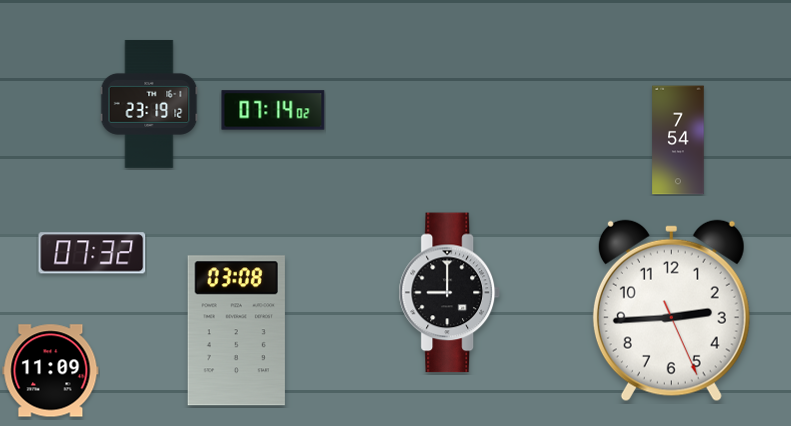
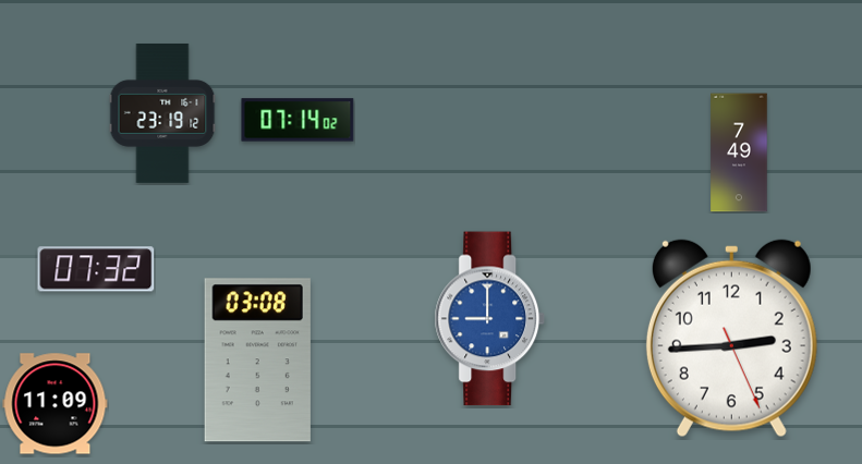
clock at (678, 140): 7:54 -> 7:49
clock at (92, 253) position: (92, 253) -> (96, 269)
clock at (449, 293) dial: black -> blue
